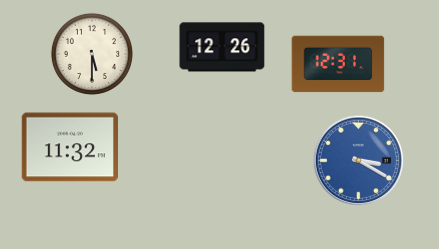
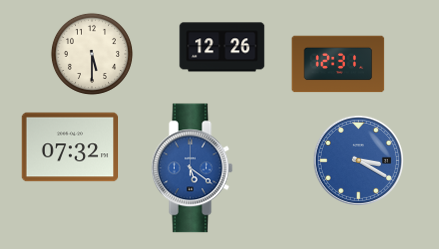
clock at (69, 147): 11:32 -> 07:32
clock at (192, 168): none -> 5:21
